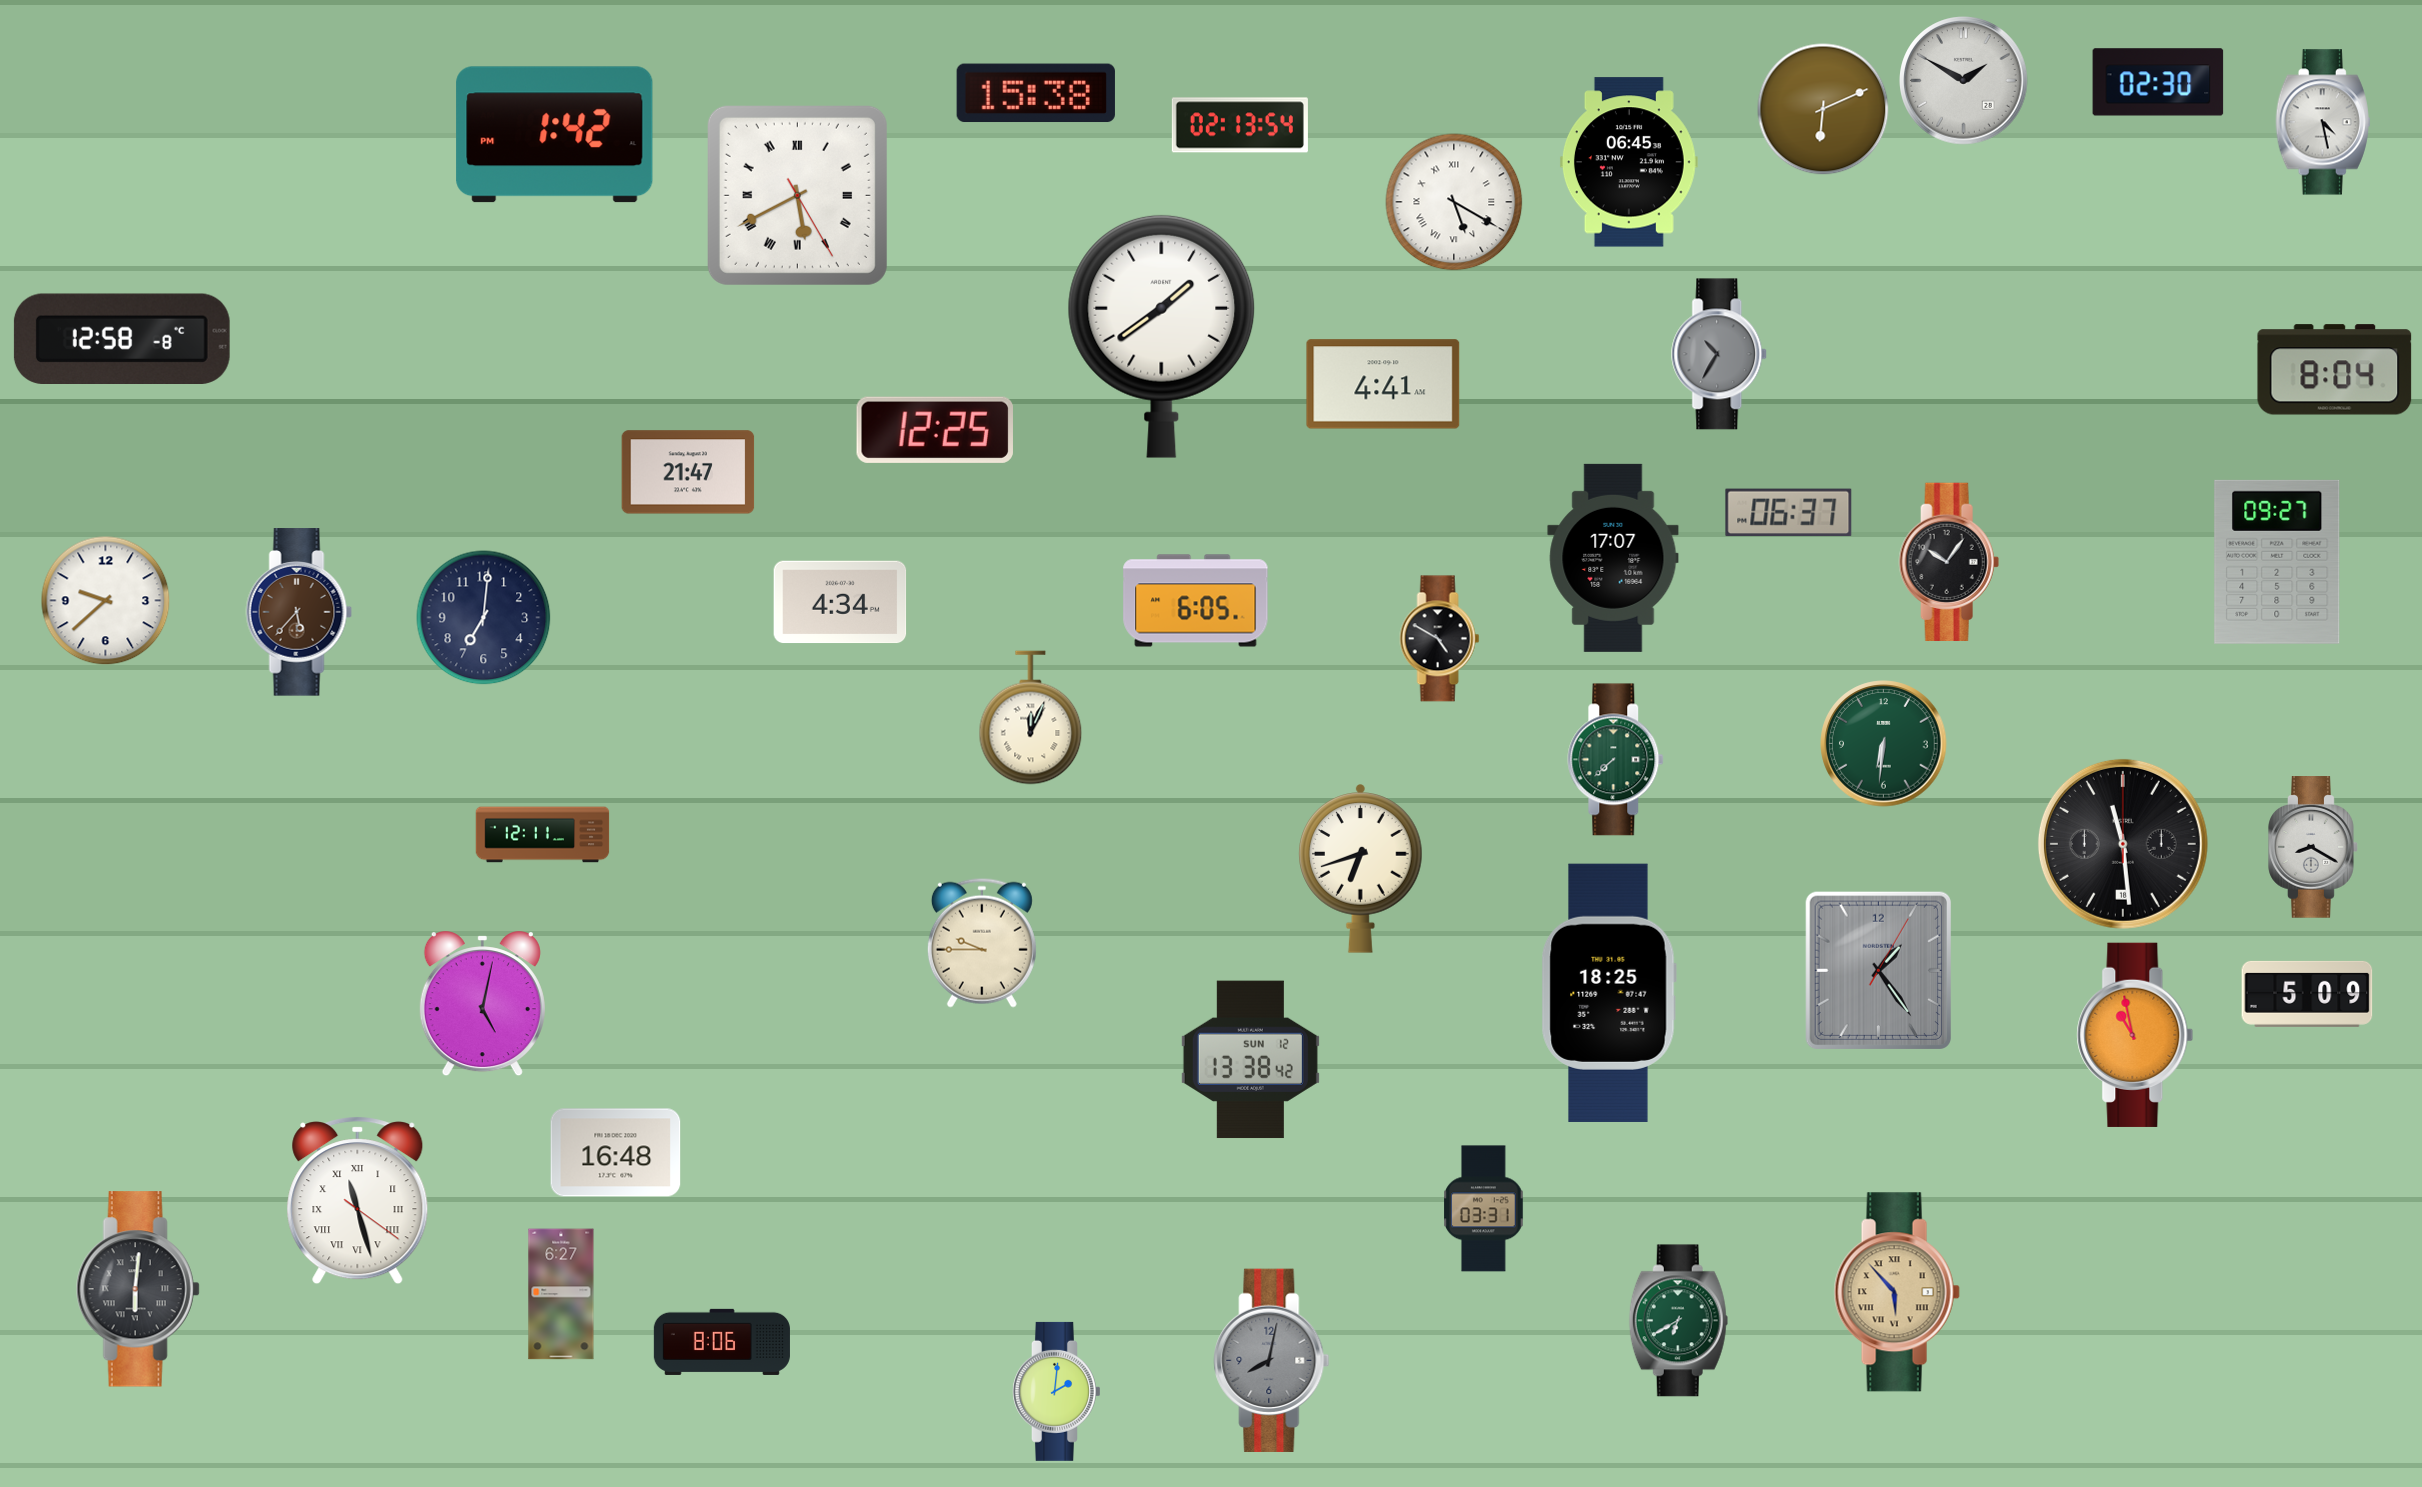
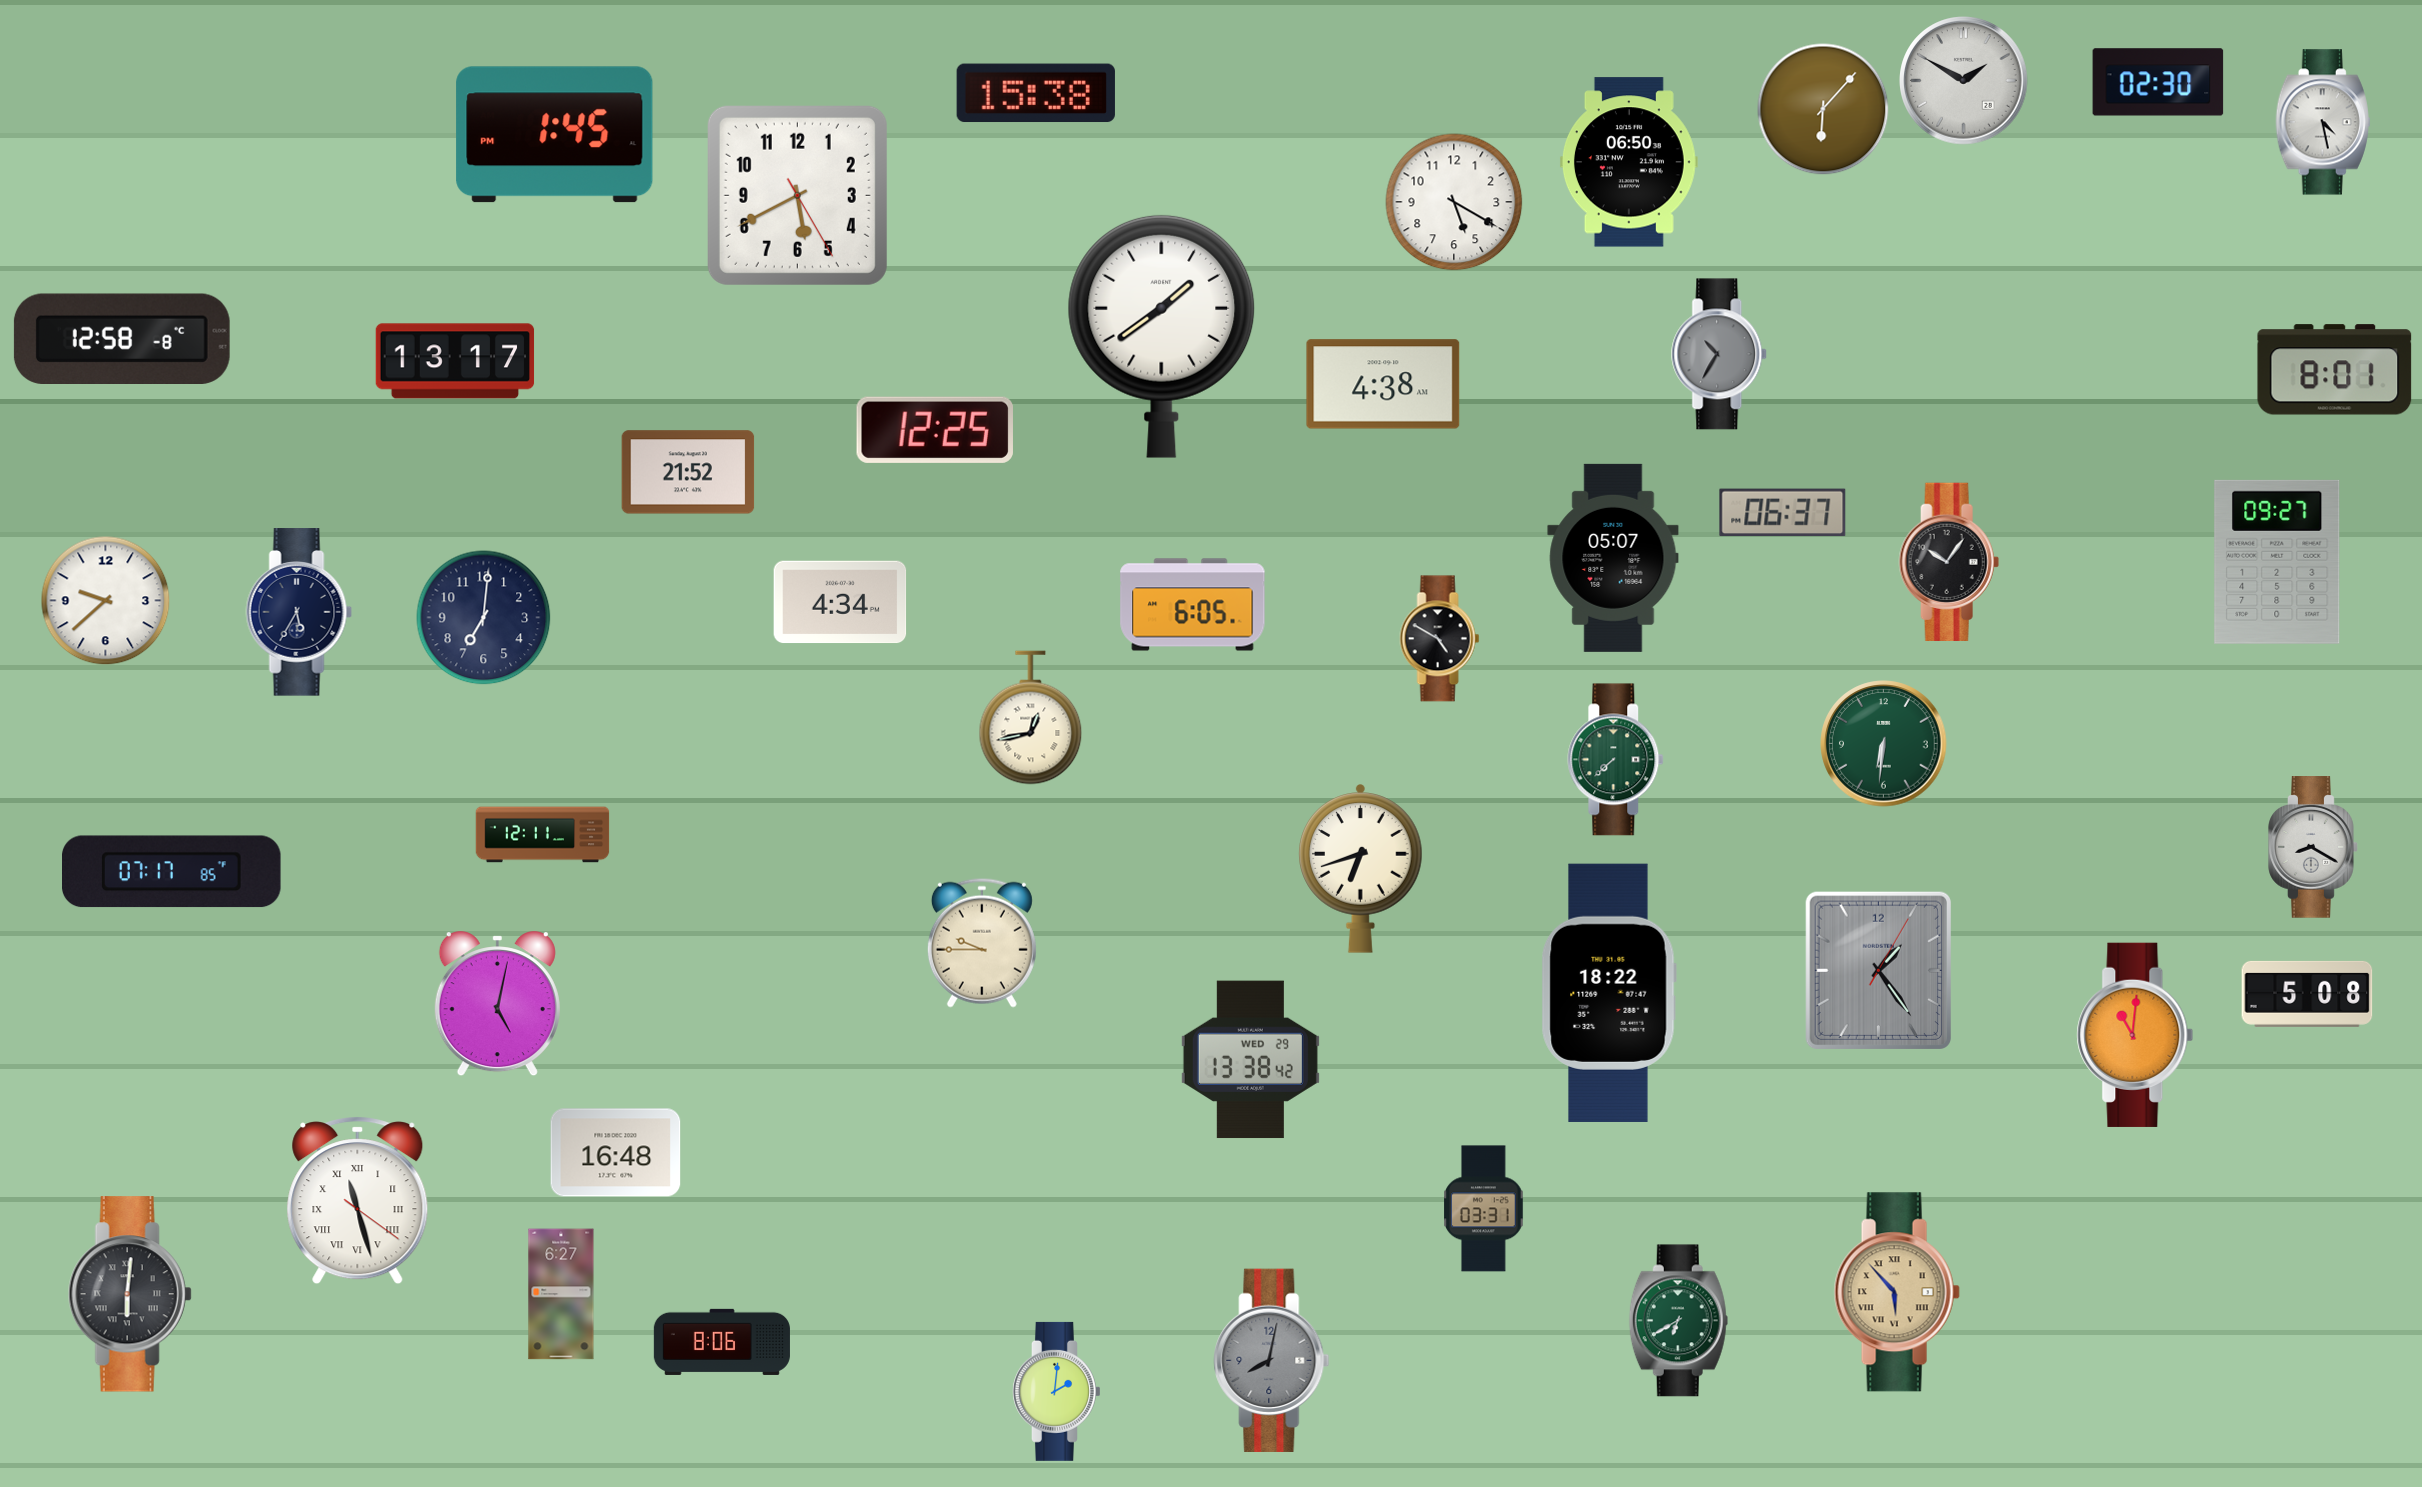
clock at (1823, 109): 6:11 -> 6:07
clock at (1240, 125): 02:13 -> none
clock at (555, 135): 1:42 -> 1:45
clock at (1629, 162): 06:45 -> 06:50
clock at (797, 195) numerals: Roman -> Arabic
clock at (1454, 202) numerals: Roman -> Arabic
clock at (455, 361): none -> 13:17
clock at (2335, 370): 8:04 -> 8:01
clock at (1383, 384): 4:41 -> 4:38
clock at (688, 472): 21:47 -> 21:52
clock at (1789, 513) position: (1789, 513) -> (1783, 513)
clock at (1613, 558): 17:07 -> 05:07
clock at (1196, 601) position: (1196, 601) -> (1193, 605)
clock at (299, 612): 5:37 -> 5:35
clock at (299, 612) dial: brown -> navy
clock at (1031, 718): 12:04 -> 12:43
clock at (2123, 844): 11:29 -> none
clock at (172, 872): none -> 07:17
clock at (1609, 993): 18:25 -> 18:22
clock at (2307, 994): 5:09 -> 5:08
clock at (482, 1004) position: (482, 1004) -> (497, 1004)
clock at (2135, 1035): 10:58 -> 11:01
clock at (1250, 1060) date: SUN 12 -> WED 29
clock at (138, 1289) position: (138, 1289) -> (130, 1294)
